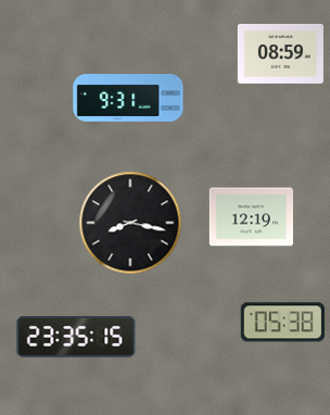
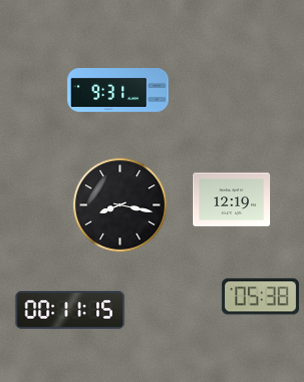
clock at (280, 54): 08:59 -> none
clock at (76, 337): 23:35 -> 00:11
